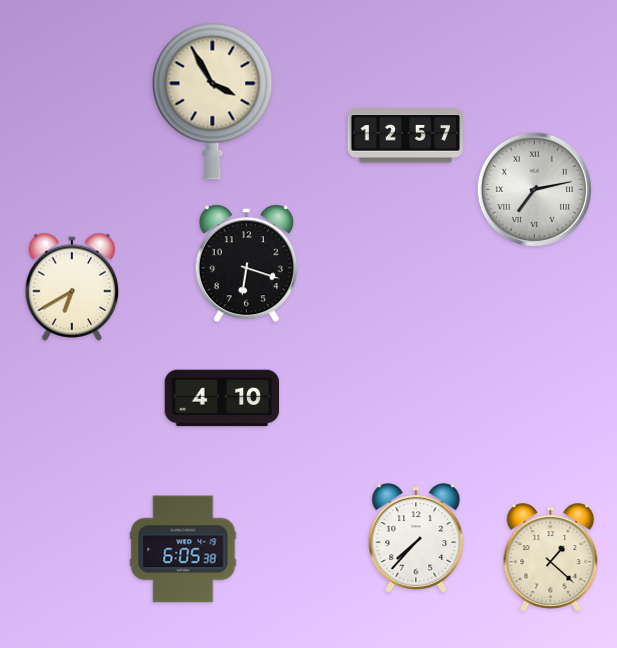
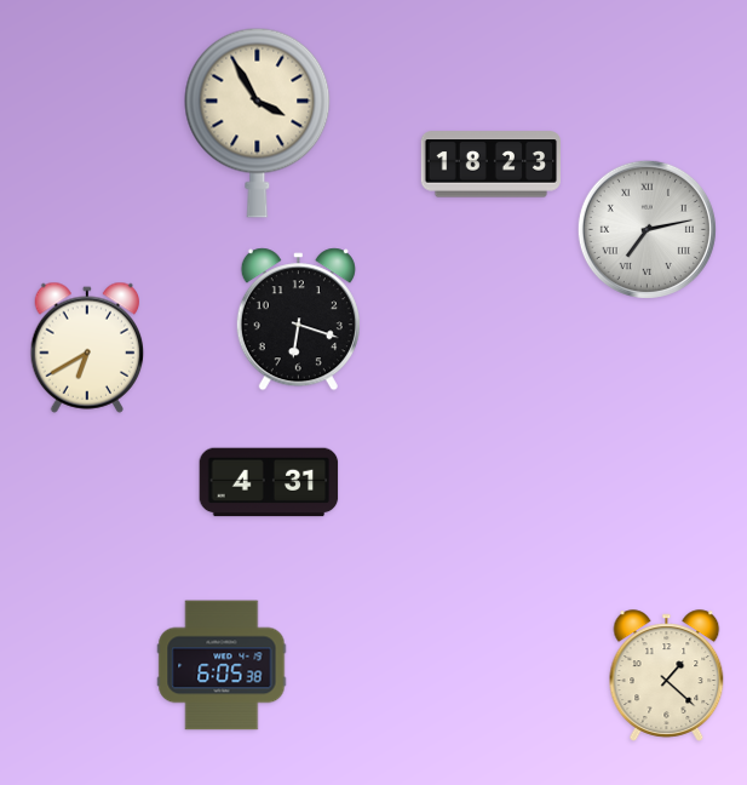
clock at (405, 136): 12:57 -> 18:23
clock at (222, 398): 4:10 -> 4:31
clock at (416, 538): 7:37 -> none
